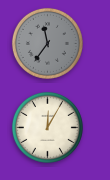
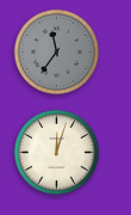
clock at (47, 127): 12:05 -> 12:03
